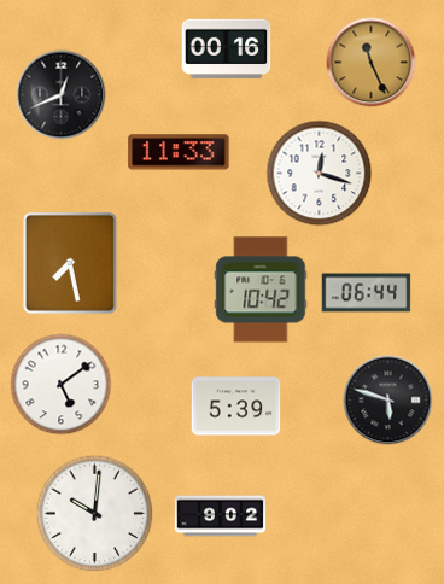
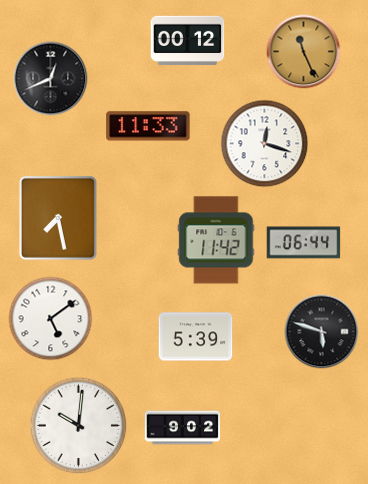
clock at (227, 49): 00:16 -> 00:12
clock at (372, 63) position: (372, 63) -> (304, 52)
clock at (261, 290): 10:42 -> 11:42
